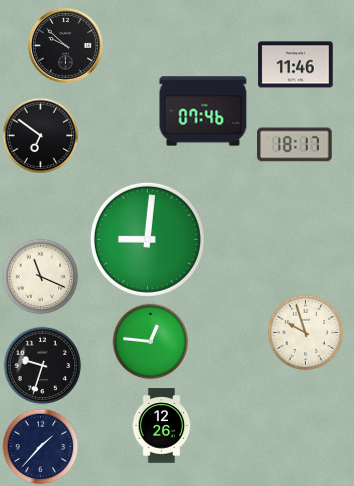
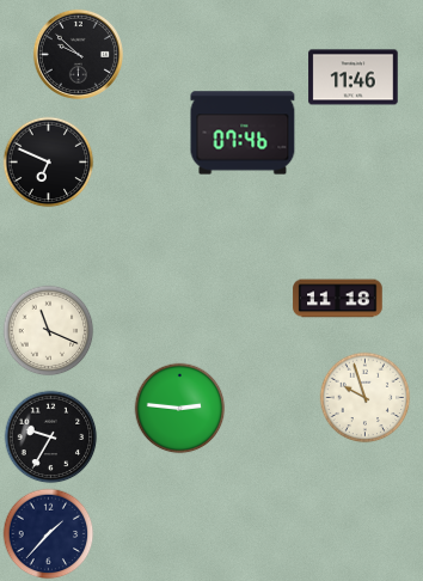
clock at (41, 136): 6:51 -> 6:49
clock at (295, 145): 18:17 -> none
clock at (147, 239): 9:01 -> none
clock at (338, 299): none -> 11:18
clock at (151, 342): 12:46 -> 2:46
clock at (43, 366): 9:33 -> 9:35
clock at (162, 426): 12:26 -> none
